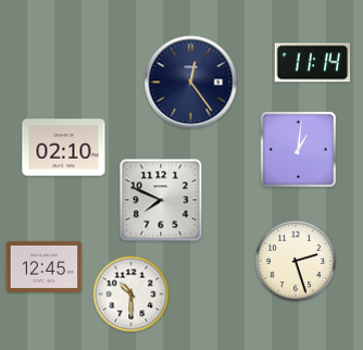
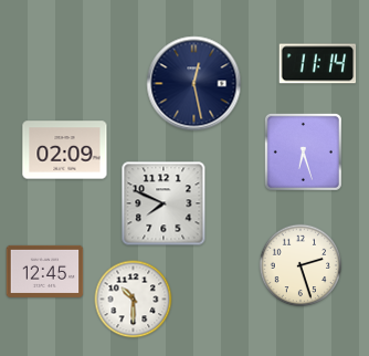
clock at (191, 83): 12:24 -> 12:28
clock at (64, 148): 02:10 -> 02:09
clock at (298, 149): 1:01 -> 6:27
